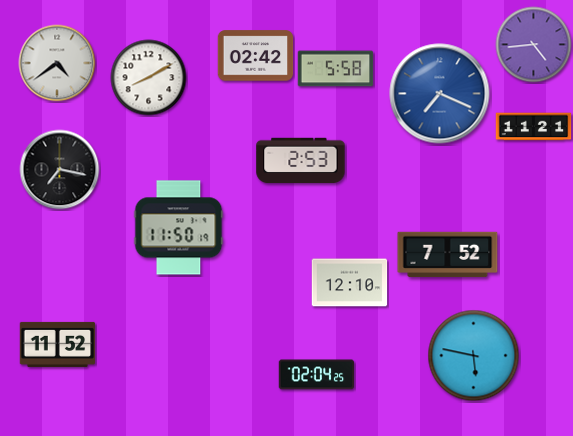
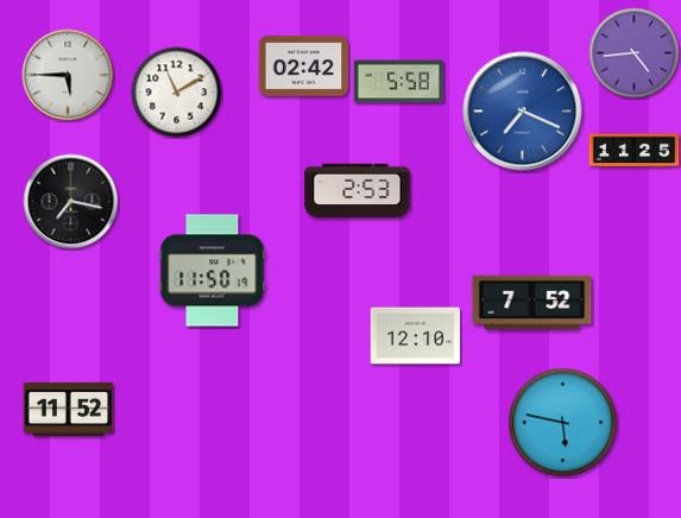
clock at (57, 63): 4:39 -> 5:45
clock at (149, 78): 8:10 -> 11:10
clock at (534, 127): 11:21 -> 11:25
clock at (317, 375): 02:04 -> none
